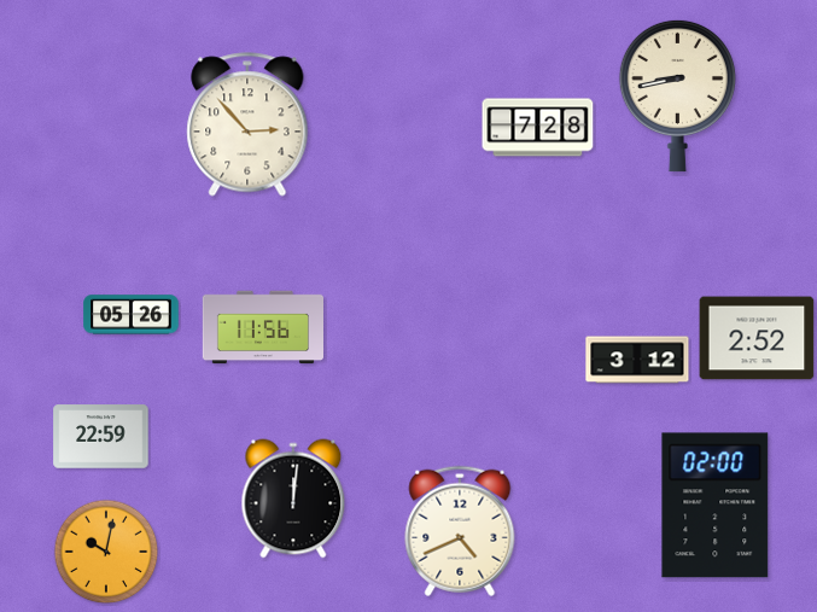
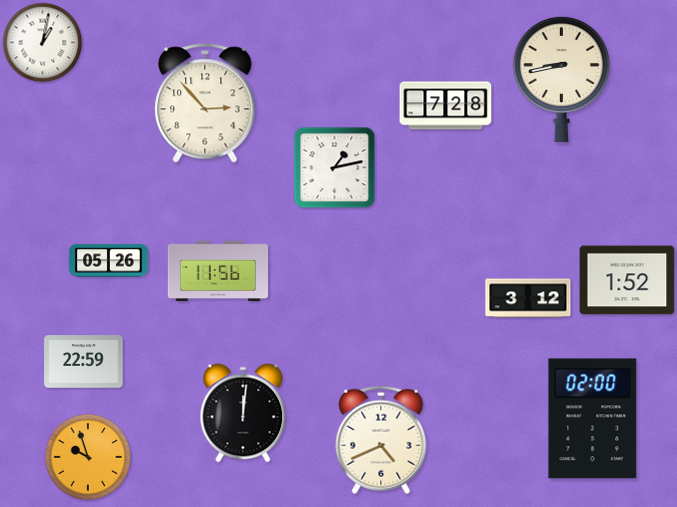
clock at (43, 43): none -> 1:02
clock at (335, 168): none -> 1:13
clock at (757, 338): 2:52 -> 1:52
clock at (106, 552): 10:02 -> 9:57
